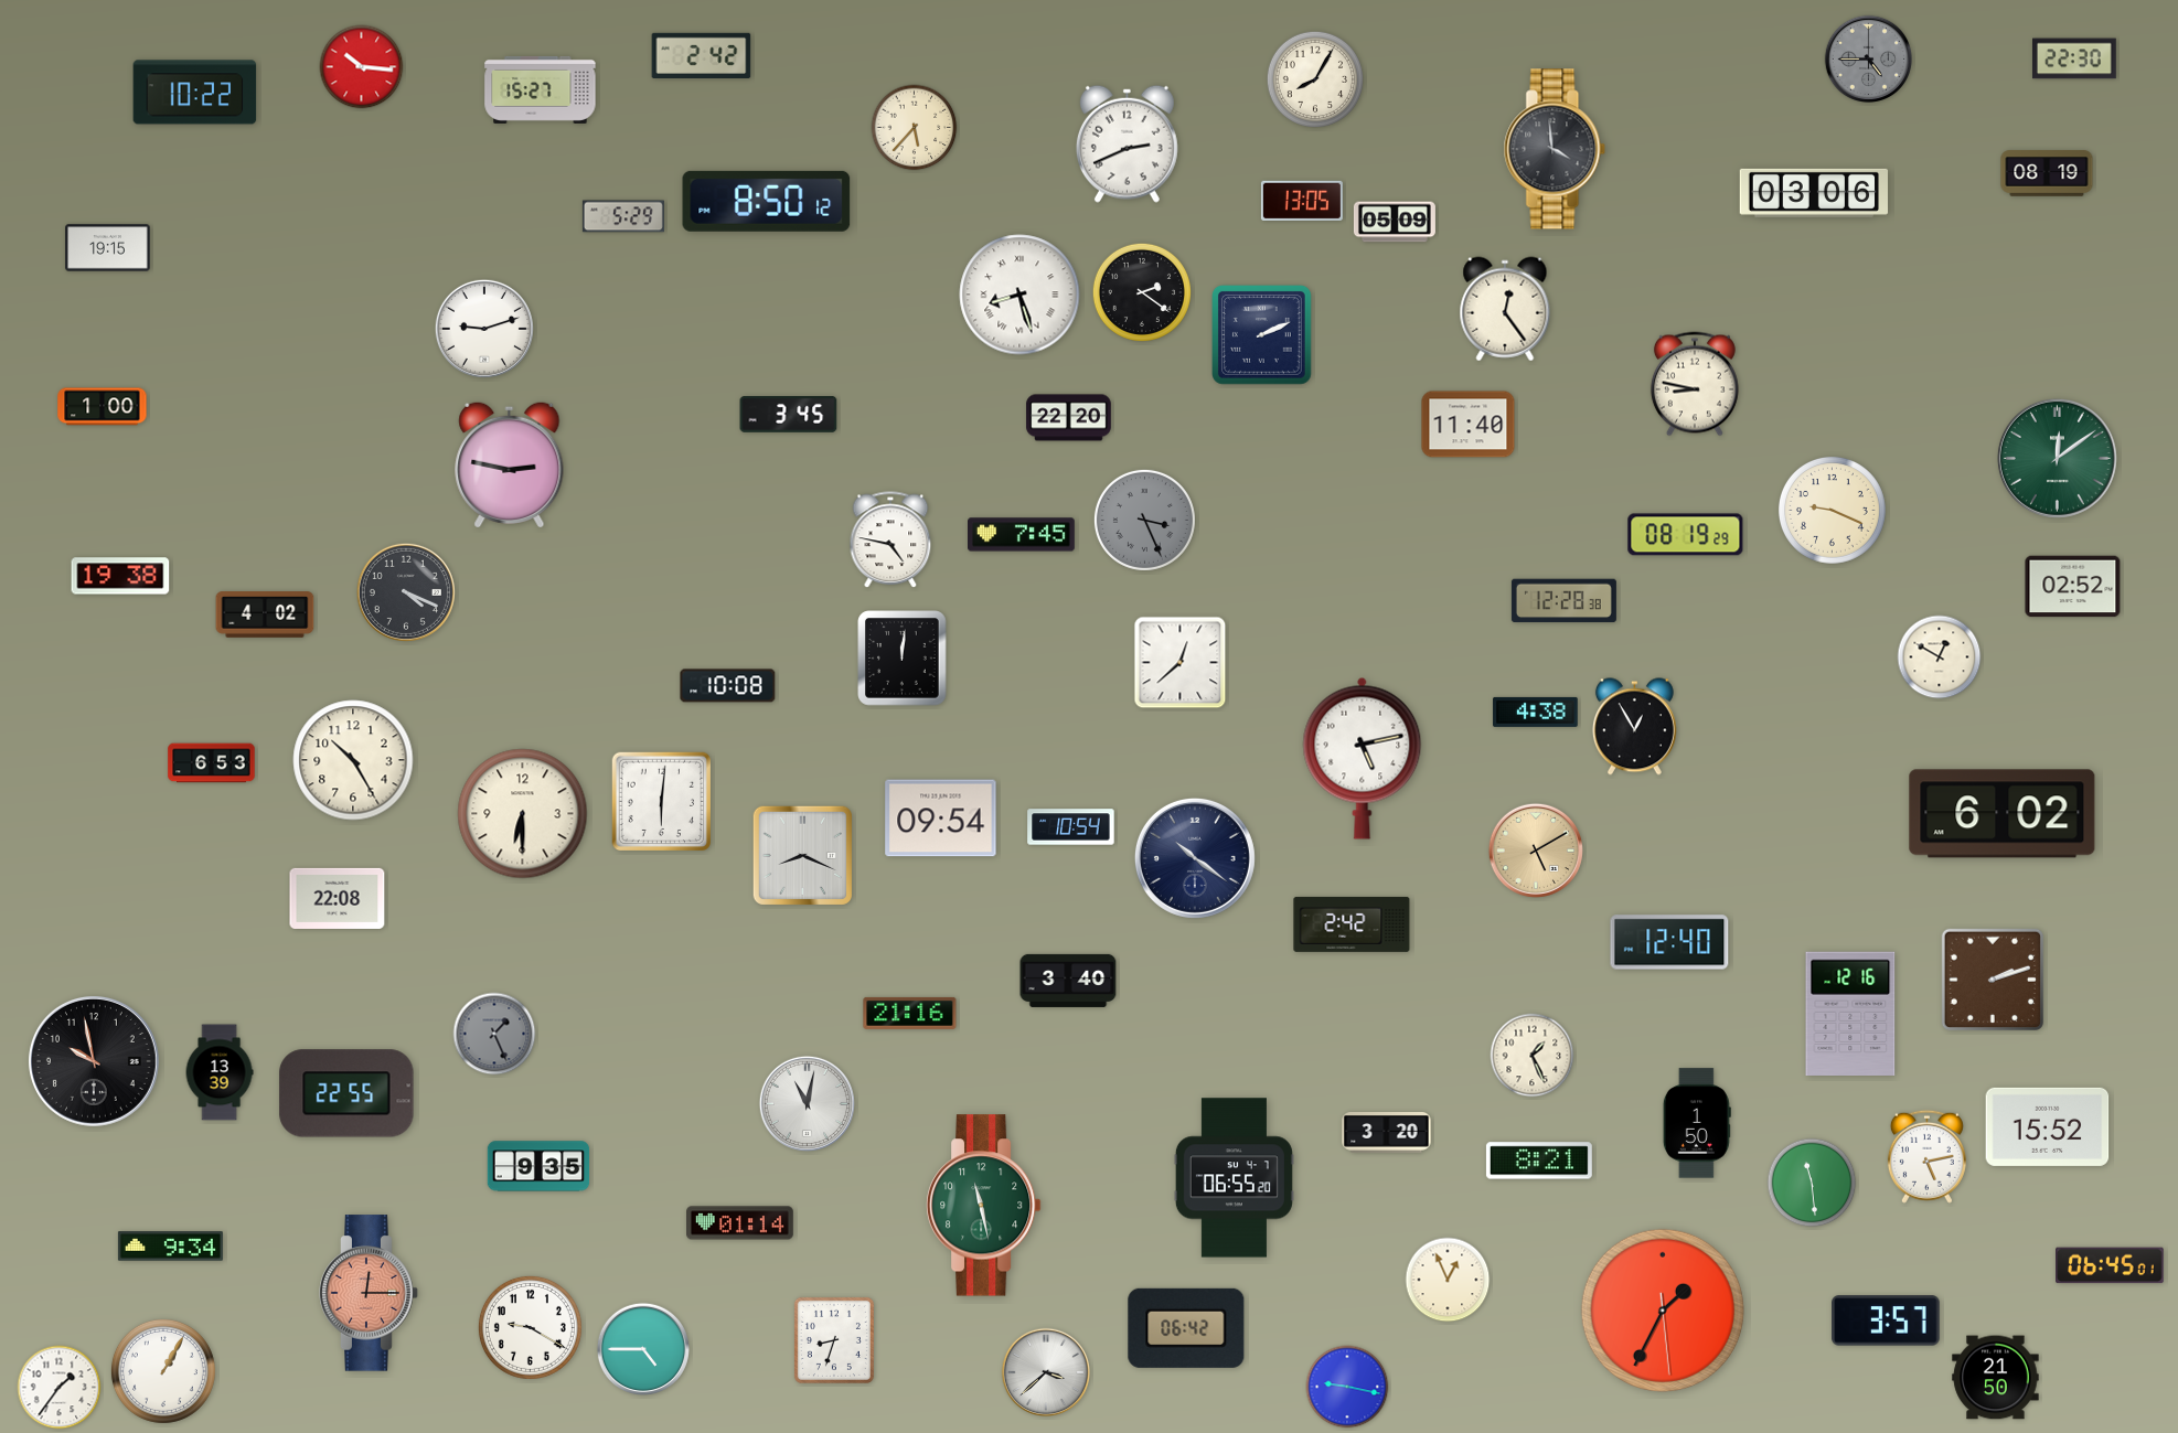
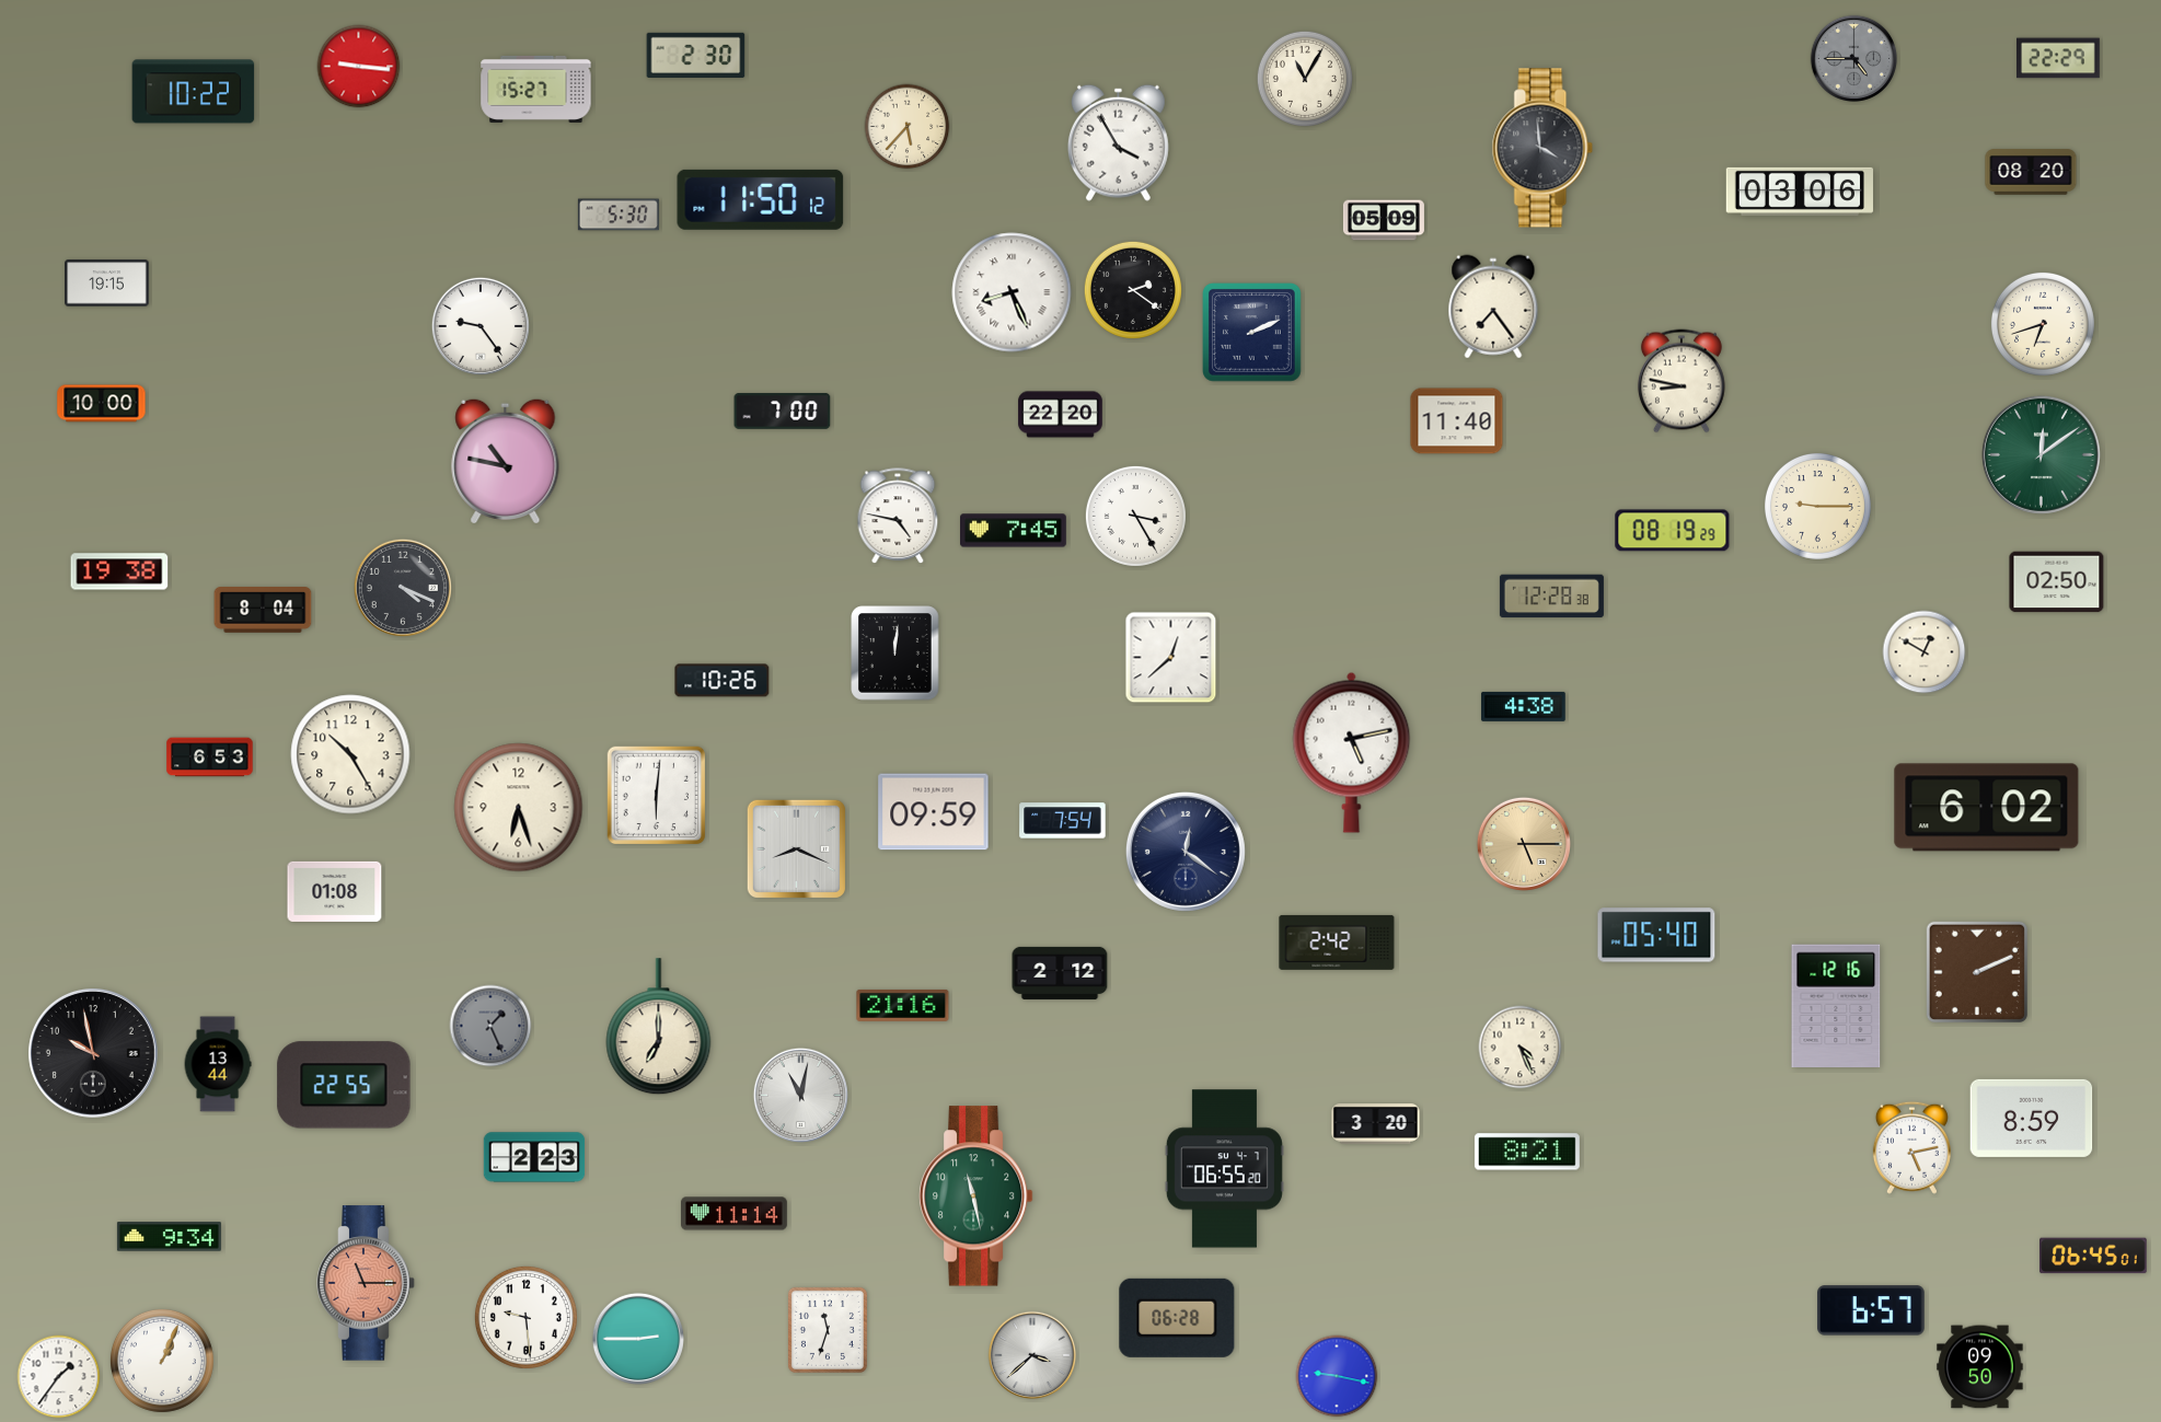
clock at (702, 55): 2:42 -> 2:30
clock at (2075, 58): 22:30 -> 22:29
clock at (362, 67): 10:16 -> 9:16
clock at (1314, 78): 8:05 -> 11:05
clock at (1127, 143): 2:41 -> 3:55
clock at (2047, 173): 08:19 -> 08:20
clock at (767, 201): 8:50 -> 11:50
clock at (1302, 201): 13:05 -> none
clock at (623, 216): 5:29 -> 5:30
clock at (108, 248) position: (108, 248) -> (107, 284)
clock at (1019, 295): 8:27 -> 8:26
clock at (1505, 309): 12:24 -> 7:24
clock at (2043, 324): none -> 6:42
clock at (484, 329): 9:12 -> 9:24
clock at (103, 407): 1:00 -> 10:00
clock at (789, 415): 3:45 -> 7:00
clock at (510, 463): 2:47 -> 10:47
clock at (1832, 510): 9:19 -> 9:15
clock at (1144, 520): 3:26 -> 3:25
clock at (1144, 520) dial: grey -> white
clock at (890, 541) position: (890, 541) -> (898, 517)
clock at (2073, 587): 02:52 -> 02:50
clock at (265, 616): 4:02 -> 8:04
clock at (728, 686): 10:08 -> 10:26
clock at (1634, 727): 12:55 -> none
clock at (523, 814): 6:30 -> 6:27
clock at (941, 819): 09:54 -> 09:59
clock at (1071, 827): 10:54 -> 7:54
clock at (1536, 851): 5:10 -> 5:15
clock at (1195, 858): 10:21 -> 12:21
clock at (338, 898): 22:08 -> 01:08
clock at (1352, 924) position: (1352, 924) -> (1337, 943)
clock at (1669, 942): 12:40 -> 05:40
clock at (1993, 980): 2:12 -> 2:11
clock at (1068, 981): 3:40 -> 2:12
clock at (659, 1027): none -> 7:00
clock at (1533, 1056): 1:26 -> 4:26
clock at (220, 1072): 13:39 -> 13:44
clock at (1697, 1123): 1:50 -> none
clock at (2048, 1126): 15:52 -> 8:59
clock at (538, 1166): 9:35 -> 2:23
clock at (1812, 1183): 11:29 -> none
clock at (740, 1223): 01:14 -> 11:14
clock at (1448, 1280): 12:56 -> none
clock at (369, 1293): 12:15 -> 11:15
clock at (1663, 1311): 1:34 -> none
clock at (1887, 1320): 3:57 -> 6:57
clock at (530, 1327): 9:20 -> 9:29
clock at (1186, 1328): 06:42 -> 06:28
clock at (834, 1340): 8:33 -> 11:33
clock at (642, 1348): 4:45 -> 2:45
clock at (163, 1371): 1:05 -> 1:04
clock at (1045, 1371) position: (1045, 1371) -> (1031, 1354)
clock at (1996, 1378): 21:50 -> 09:50
